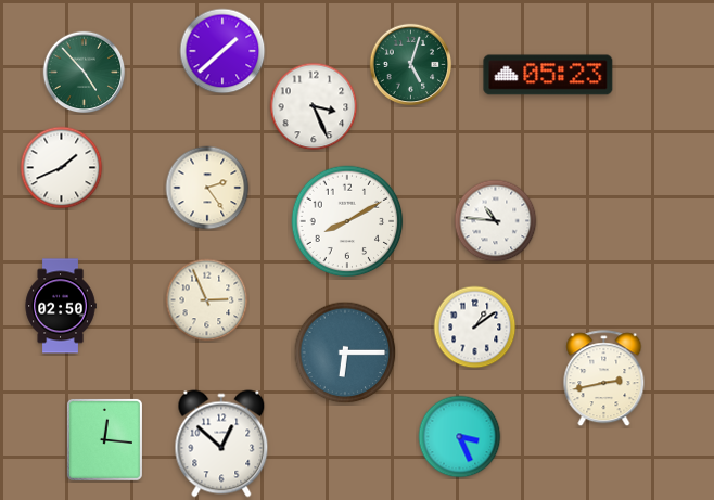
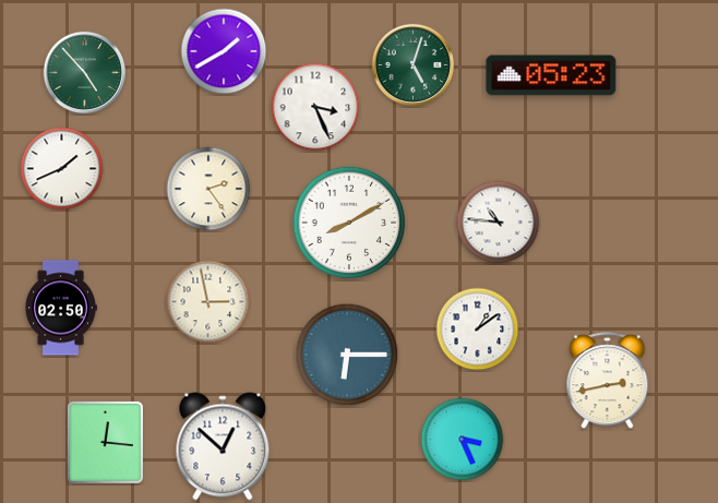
clock at (222, 51): 1:38 -> 1:40
clock at (207, 300): 2:56 -> 2:58
